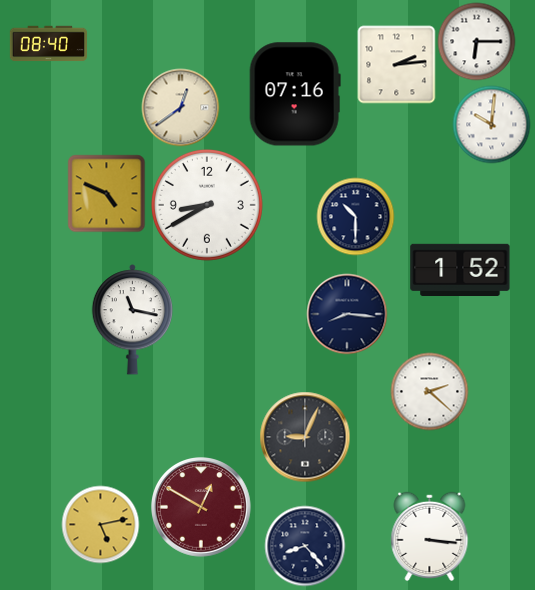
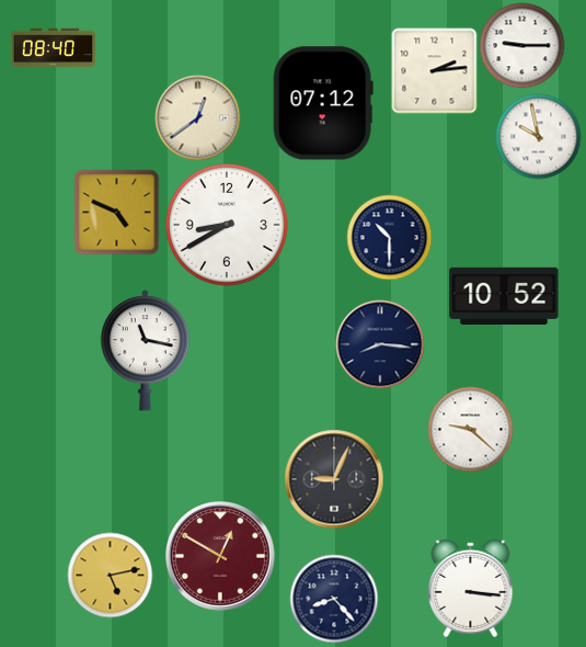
clock at (476, 41): 6:15 -> 9:15
clock at (295, 94): 07:16 -> 07:12
clock at (491, 124): 10:01 -> 9:58
clock at (460, 269): 1:52 -> 10:52
clock at (429, 391): 2:22 -> 9:22
